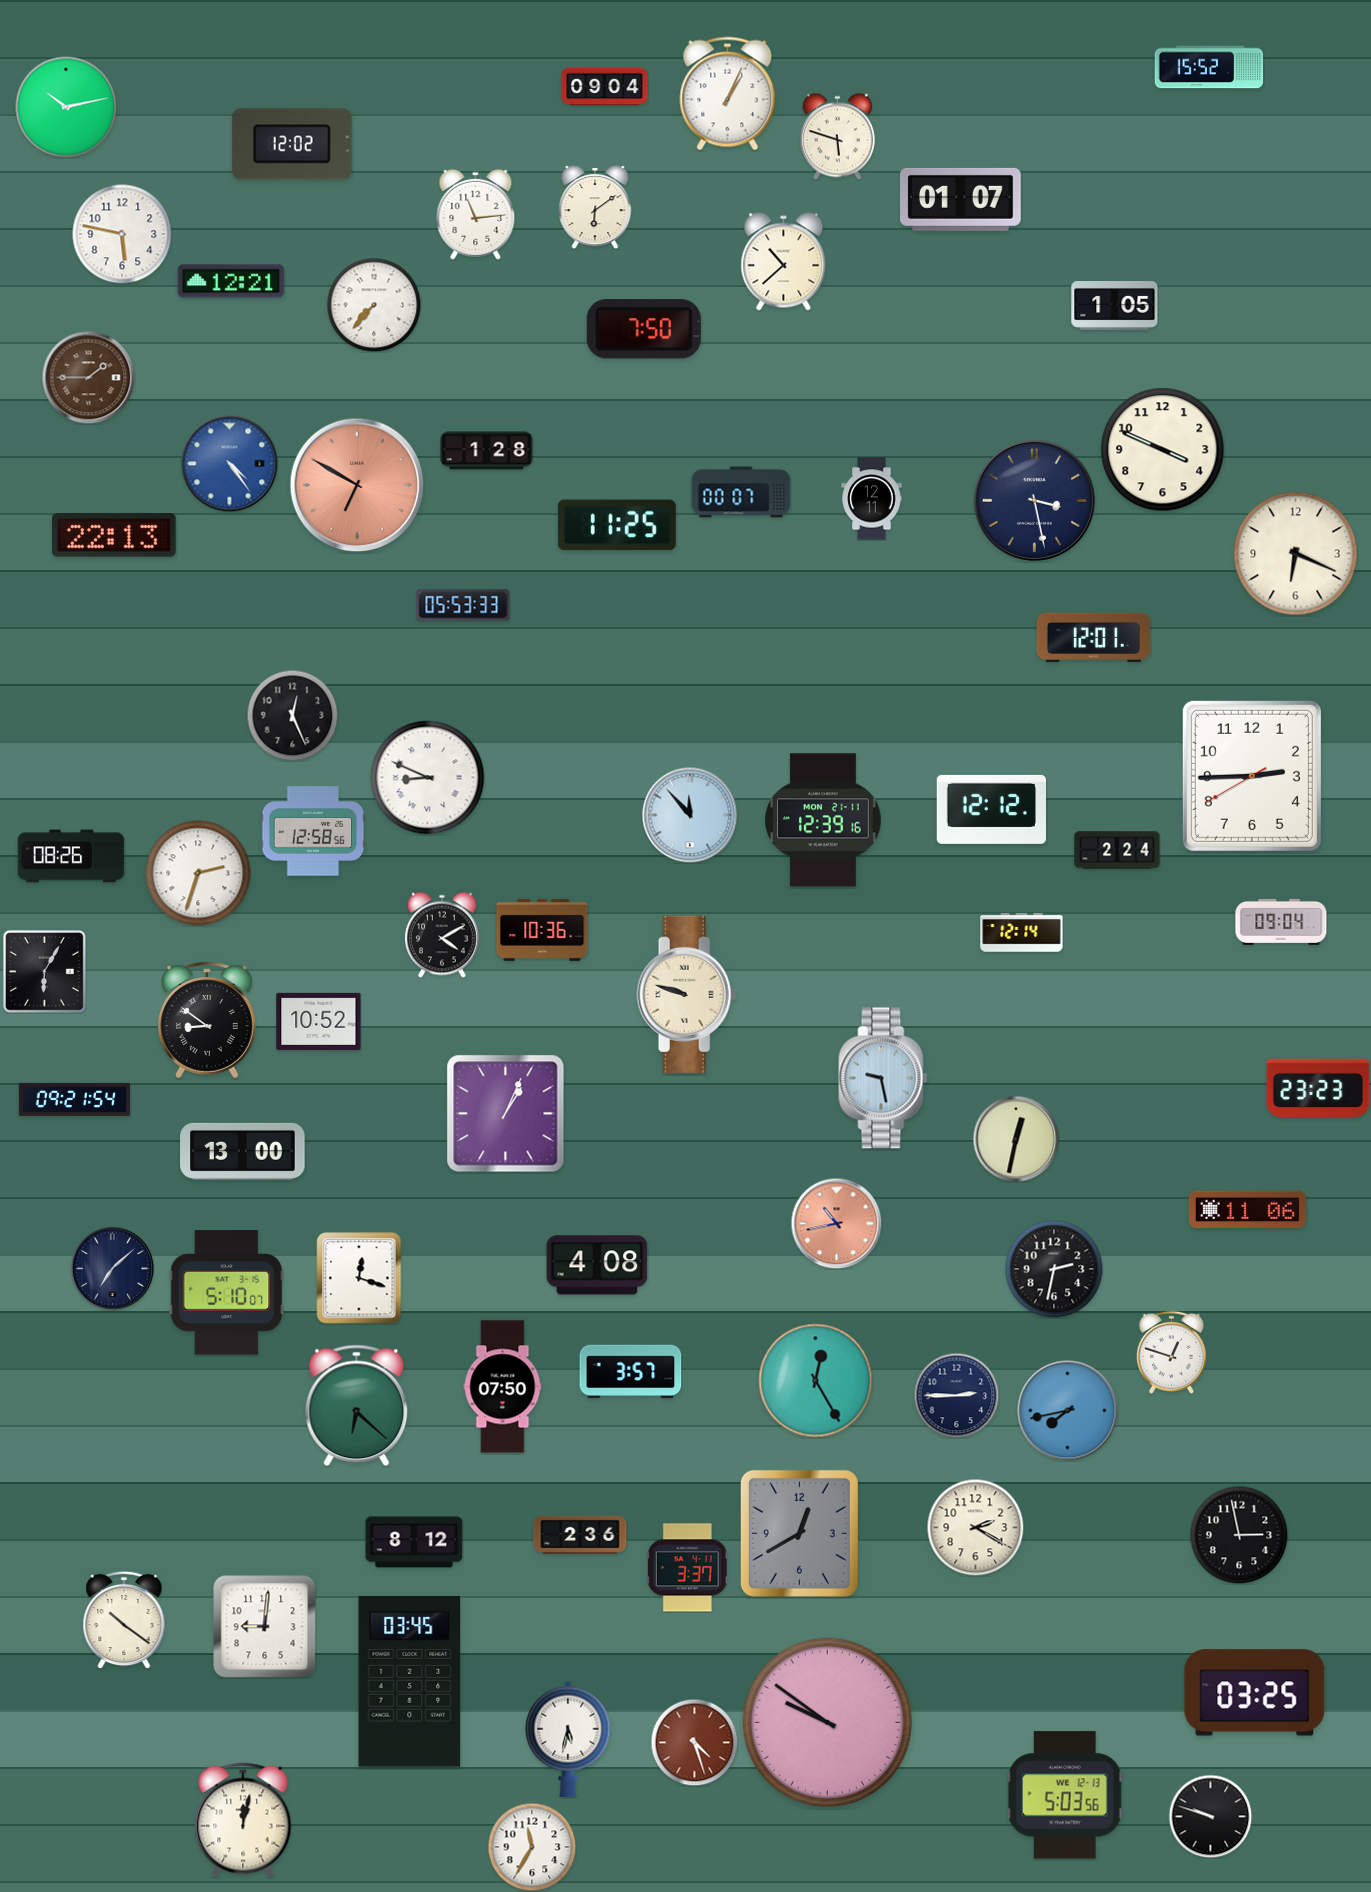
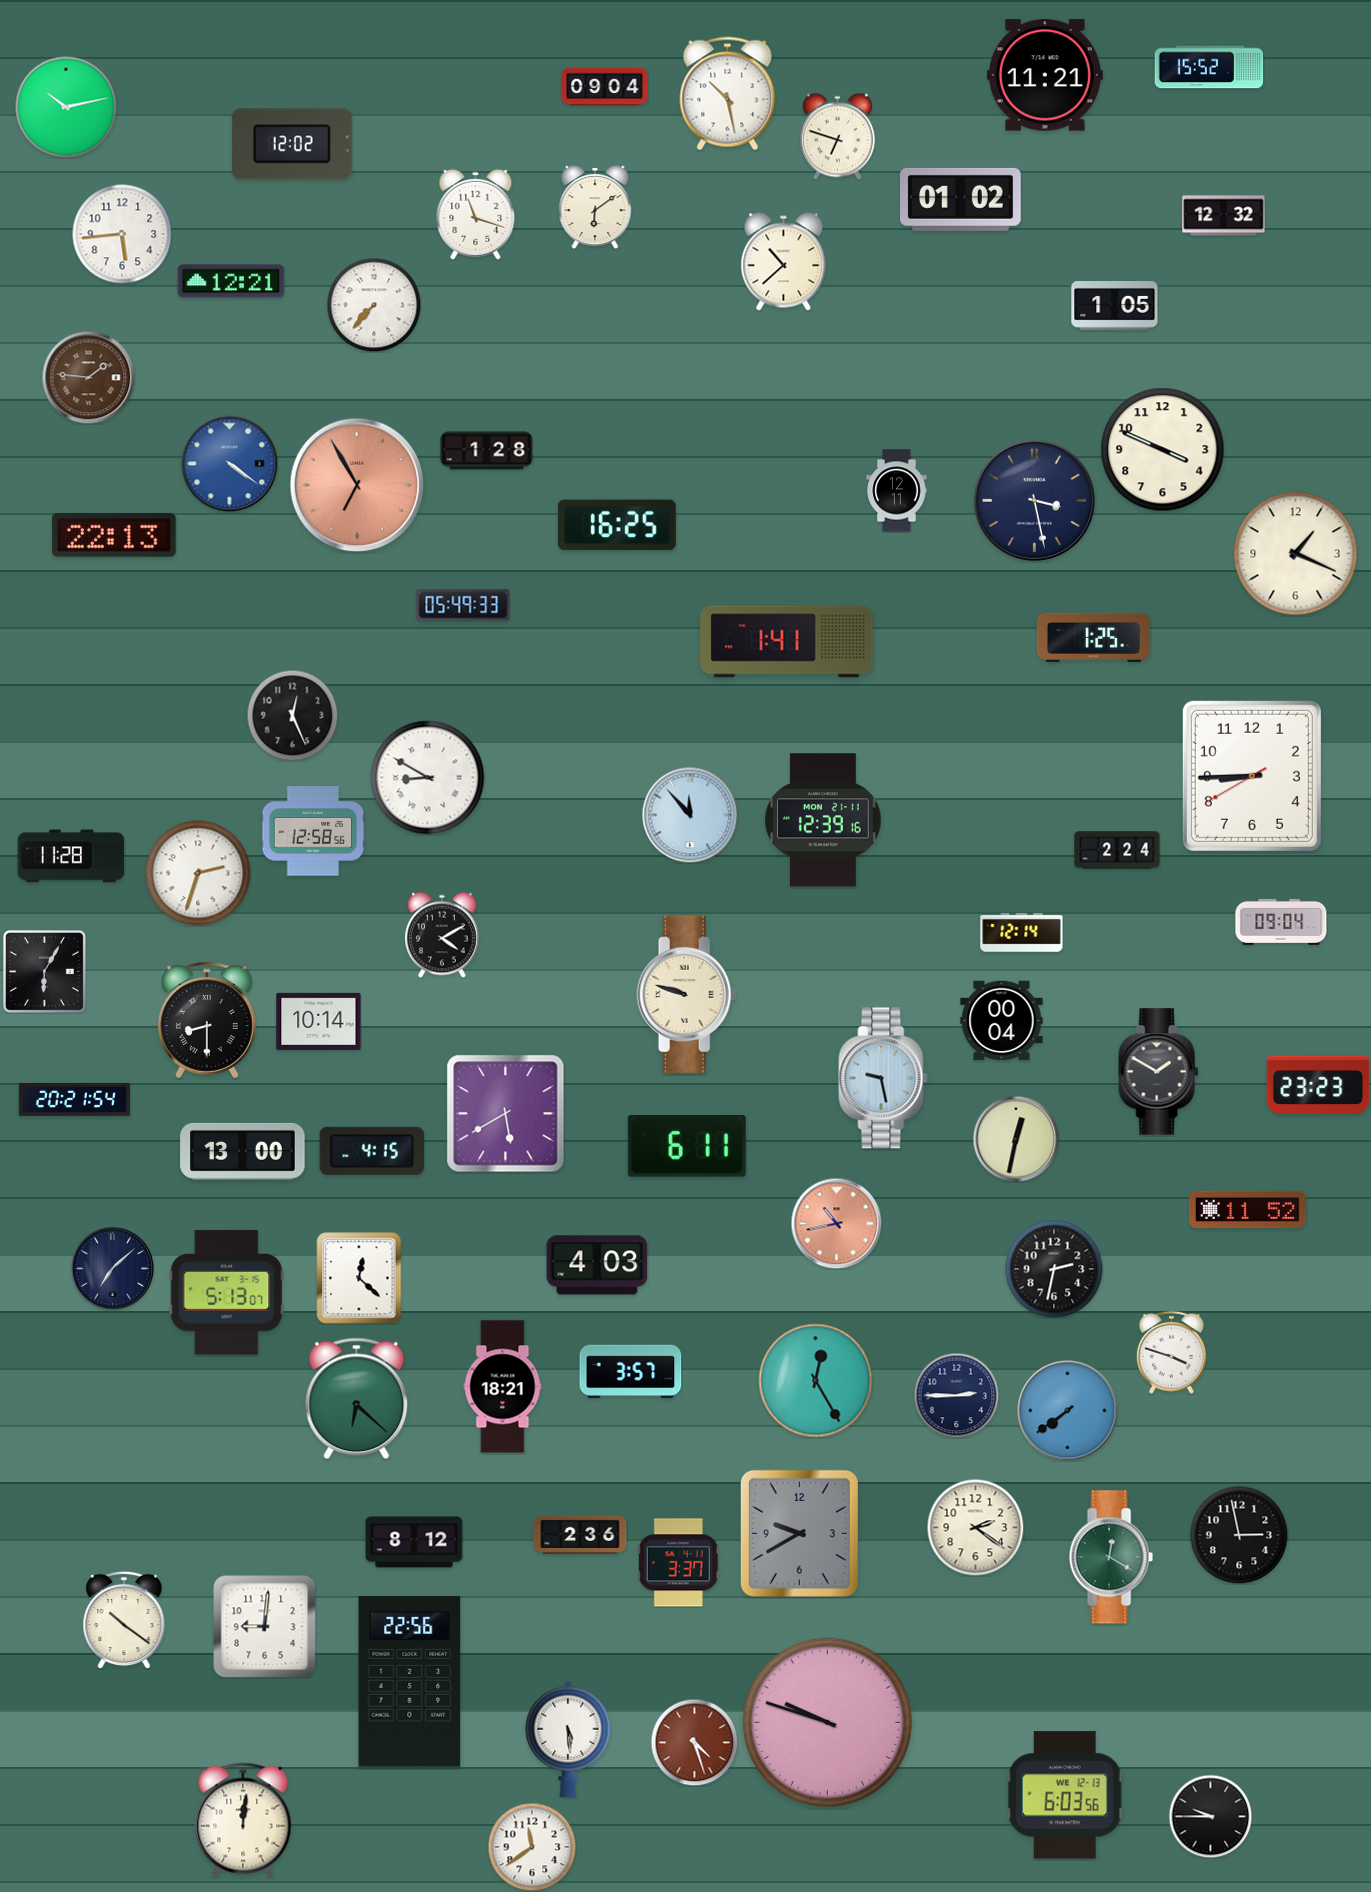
clock at (1045, 75): none -> 11:21
clock at (728, 94): 1:04 -> 10:28
clock at (837, 136): 5:48 -> 6:48
clock at (961, 199): 01:07 -> 01:02
clock at (476, 214): 11:14 -> 11:18
clock at (1224, 216): none -> 12:32
clock at (122, 234): 5:47 -> 5:44
clock at (644, 329): 7:50 -> none
clock at (88, 377): 1:45 -> 1:46
clock at (230, 464): 4:24 -> 4:21
clock at (357, 485): 6:50 -> 6:55
clock at (741, 492): 00:07 -> none
clock at (872, 499) position: (872, 499) -> (897, 491)
clock at (617, 525): 11:25 -> 16:25
clock at (1296, 554): 6:19 -> 1:19
clock at (463, 605): 05:53 -> 05:49
clock at (1093, 637): 12:01 -> 1:25
clock at (787, 642): none -> 1:41
clock at (1252, 776): 2:44 -> 8:44
clock at (428, 778): 8:49 -> 8:50
clock at (991, 809): 12:12 -> none
clock at (71, 856): 08:26 -> 11:28
clock at (542, 930): 10:36 -> none
clock at (207, 1020): 8:51 -> 8:30
clock at (319, 1021): 10:52 -> 10:14
clock at (1002, 1021): none -> 00:04
clock at (1159, 1072): none -> 1:50
clock at (1318, 1087) position: (1318, 1087) -> (1318, 1084)
clock at (74, 1099): 09:21 -> 20:21
clock at (506, 1114): 1:04 -> 5:40
clock at (687, 1147): none -> 6:11
clock at (372, 1151): none -> 4:15
clock at (1247, 1210): 11:06 -> 11:52
clock at (597, 1265): 4:08 -> 4:03
clock at (359, 1278): 12:18 -> 12:22
clock at (227, 1293): 5:10 -> 5:13
clock at (1171, 1352): 12:48 -> 3:48
clock at (503, 1387): 07:50 -> 18:21
clock at (357, 1406) position: (357, 1406) -> (357, 1399)
clock at (1068, 1411): 7:43 -> 7:39
clock at (975, 1527): 2:20 -> 2:21
clock at (799, 1533): 12:40 -> 9:40
clock at (1111, 1557): none -> 12:20
clock at (687, 1568) position: (687, 1568) -> (678, 1563)
clock at (410, 1682): 03:45 -> 22:56
clock at (1255, 1693): 03:25 -> none
clock at (827, 1722): 9:51 -> 9:48
clock at (568, 1739): 5:32 -> 5:29
clock at (1065, 1795): 5:03 -> 6:03
clock at (1210, 1816): 9:48 -> 9:45
clock at (243, 1820): 12:02 -> 12:01
clock at (532, 1847): 11:35 -> 11:39
